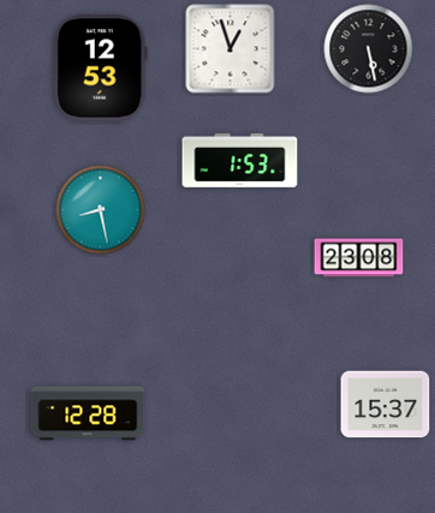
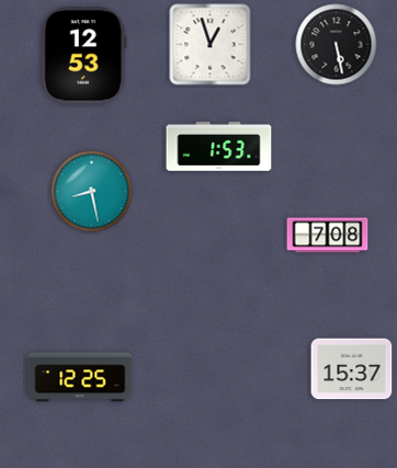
clock at (100, 68) position: (100, 68) -> (83, 56)
clock at (359, 258): 23:08 -> 7:08
clock at (88, 413): 12:28 -> 12:25
